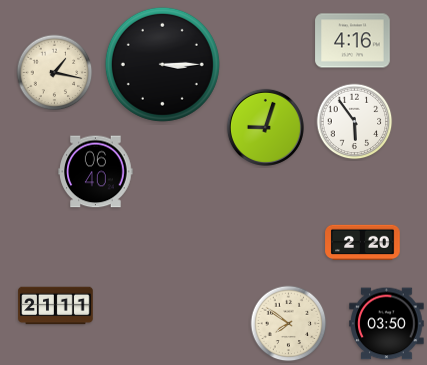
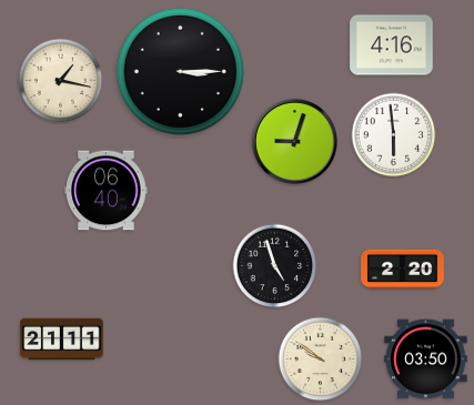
clock at (355, 122): 5:54 -> 5:59
clock at (275, 266): none -> 4:57
clock at (289, 324): 7:51 -> 9:51
clock at (387, 324) position: (387, 324) -> (426, 360)
